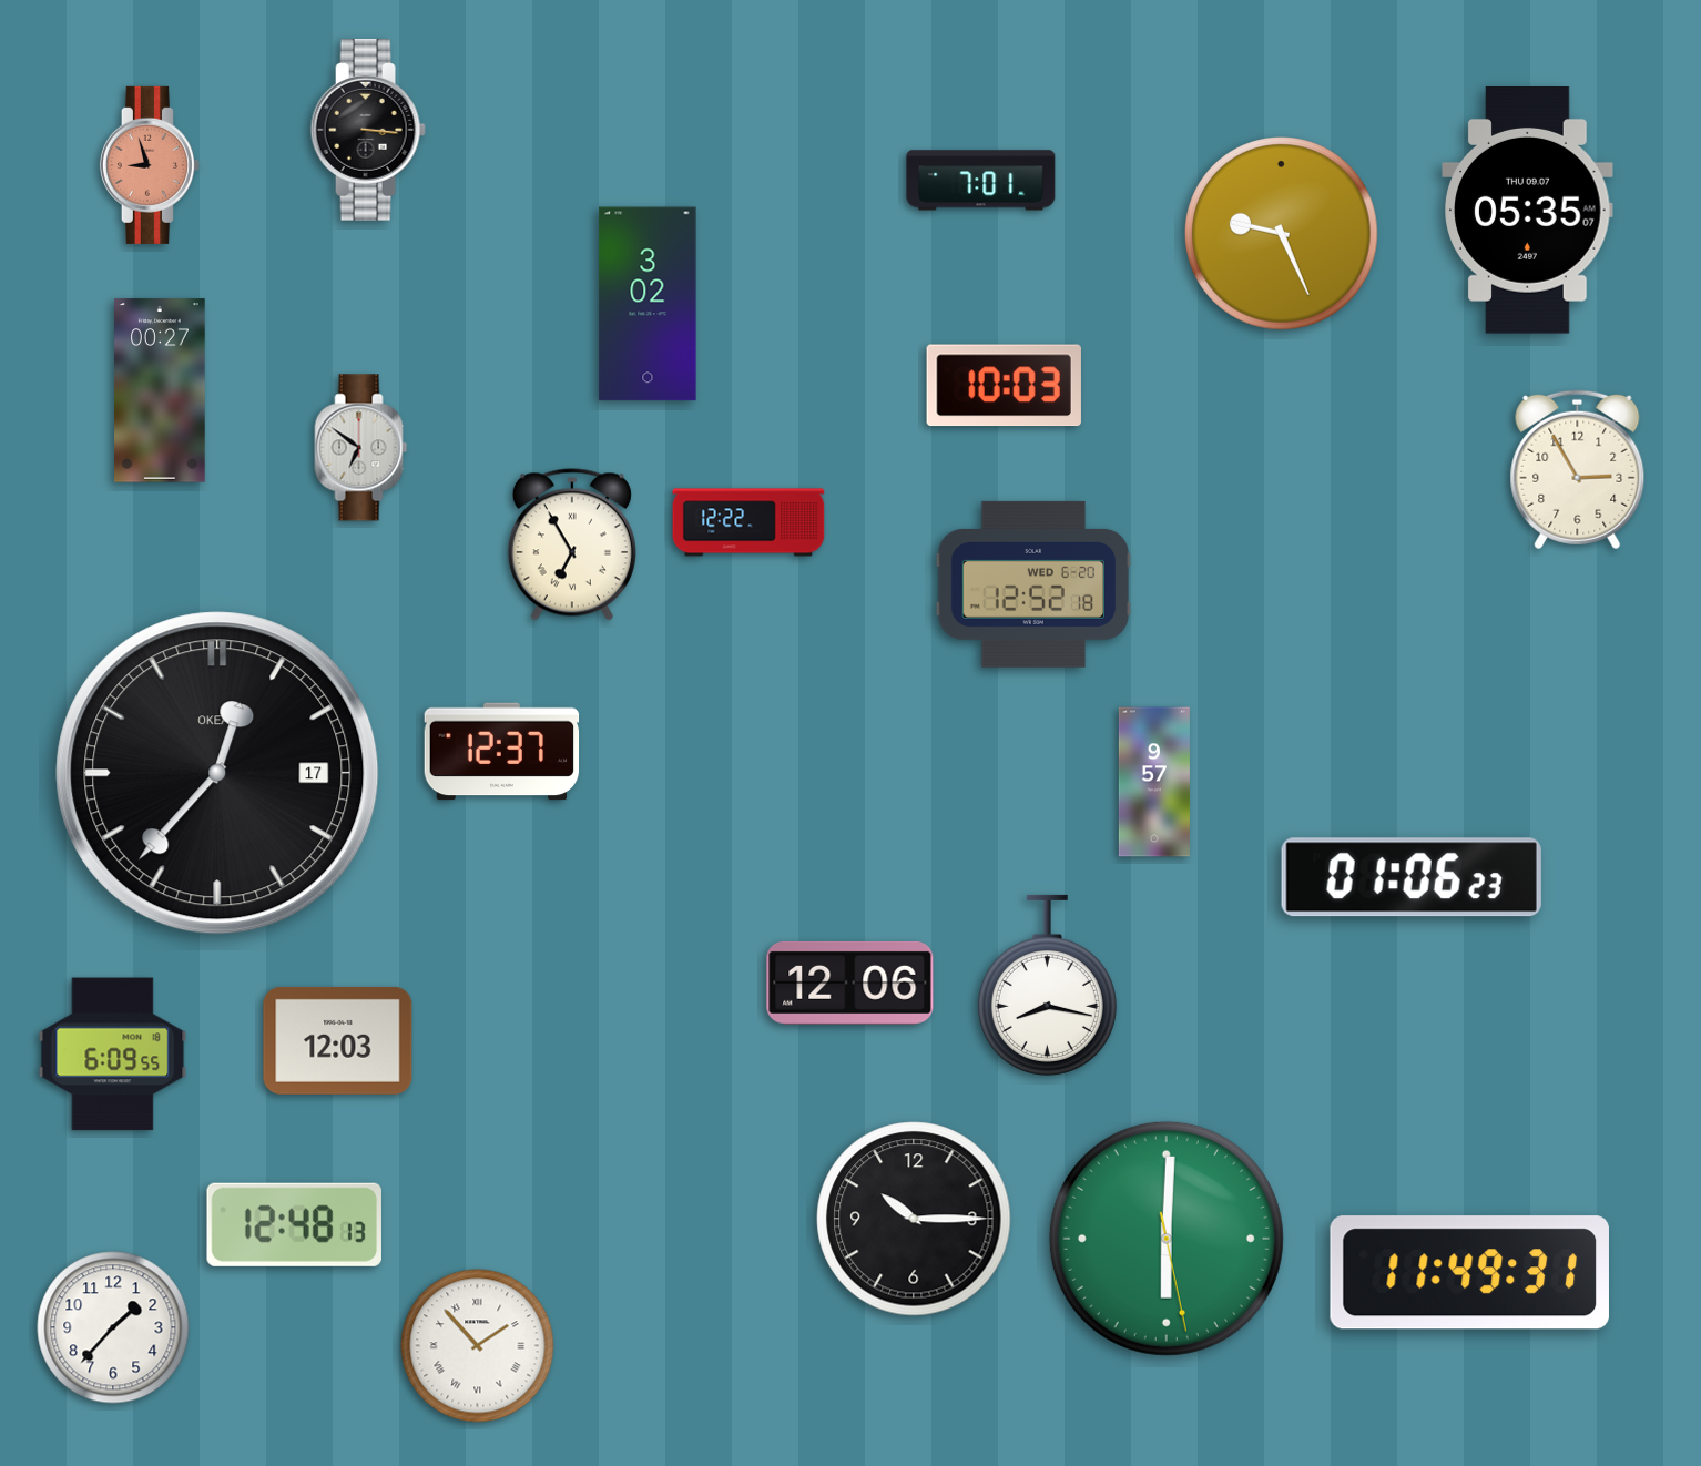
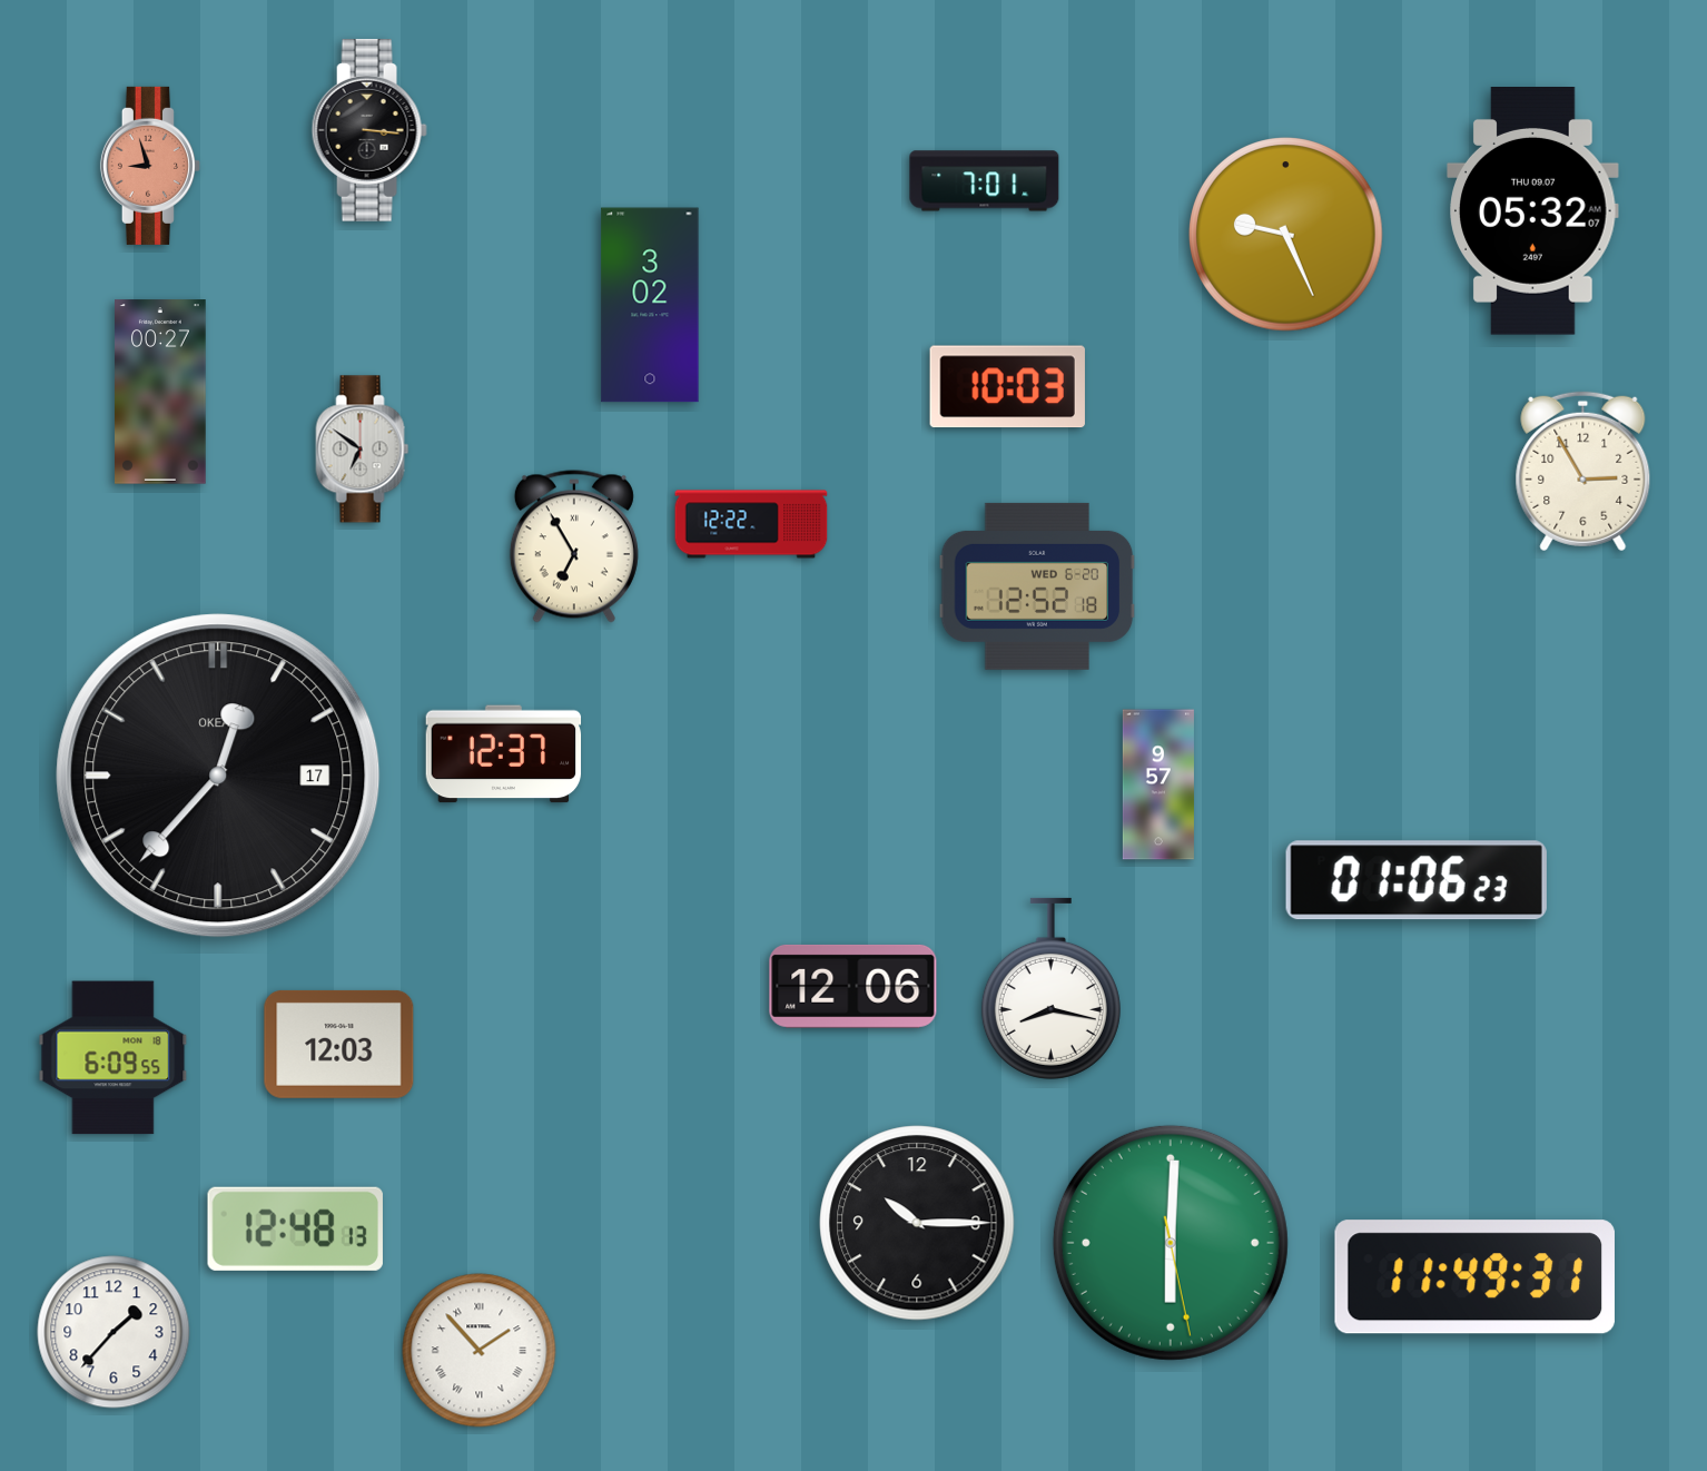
clock at (1528, 211): 05:35 -> 05:32
